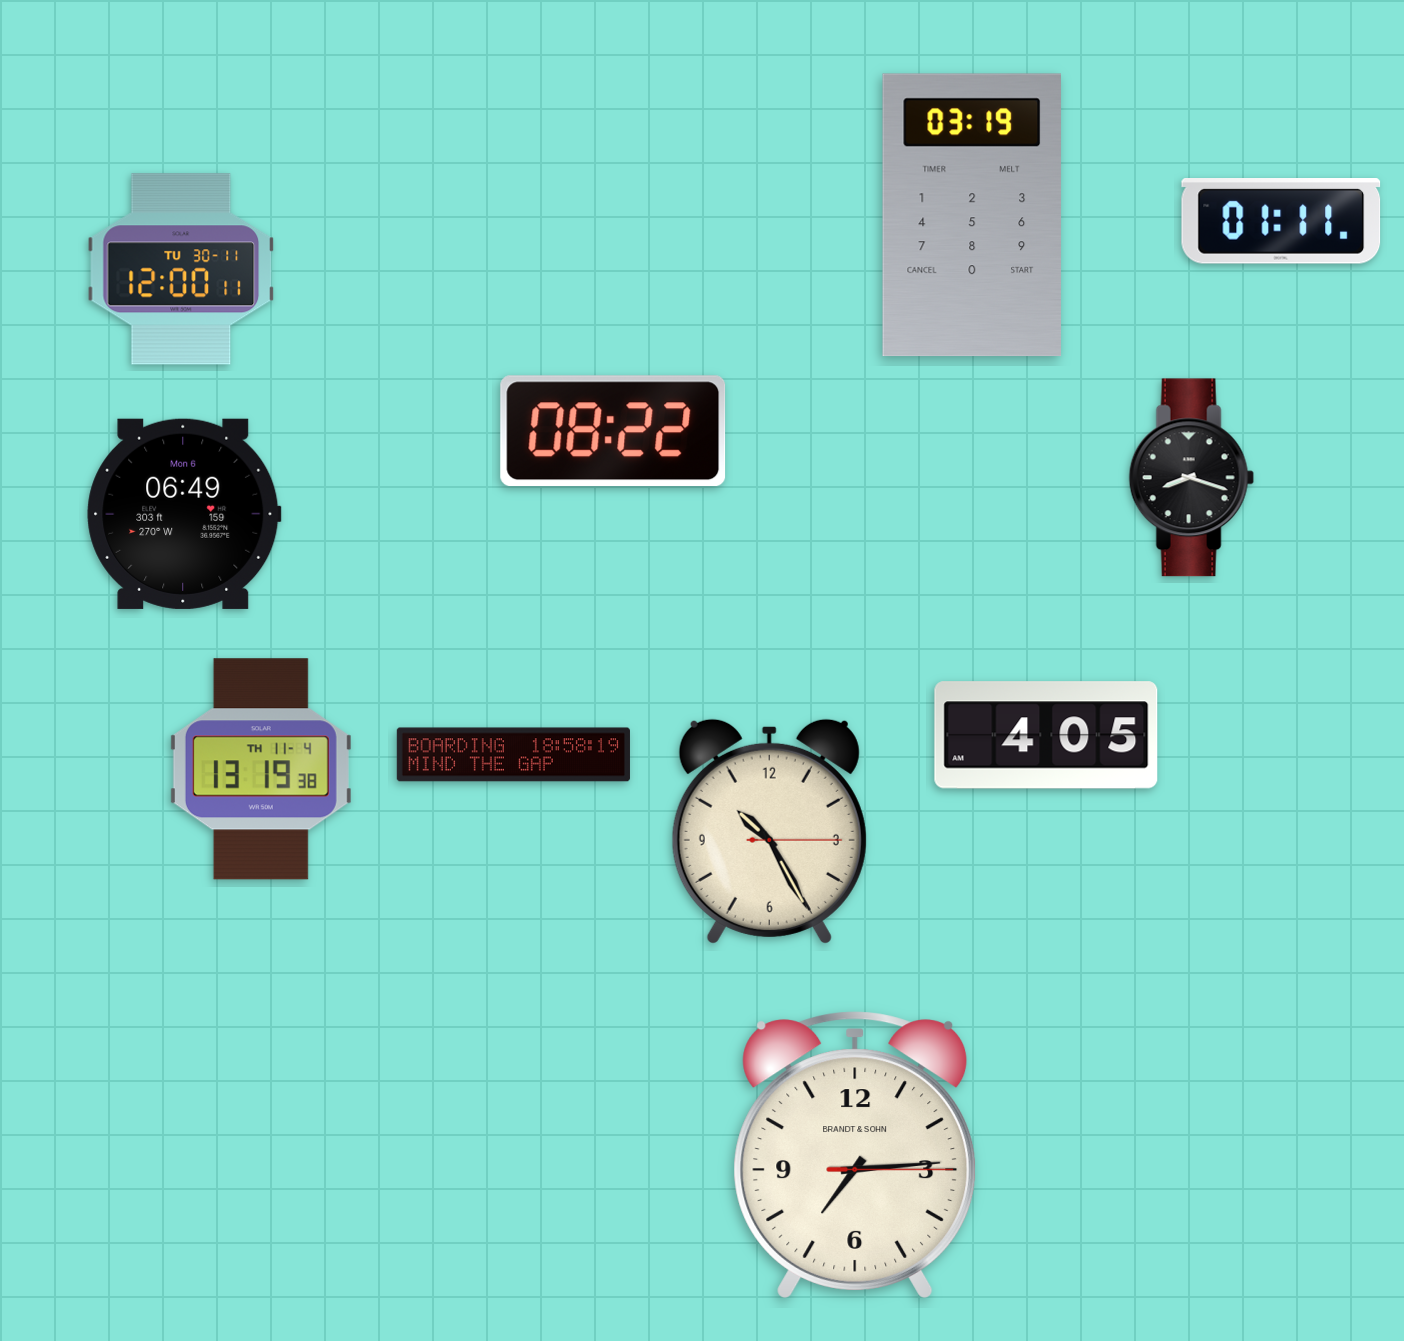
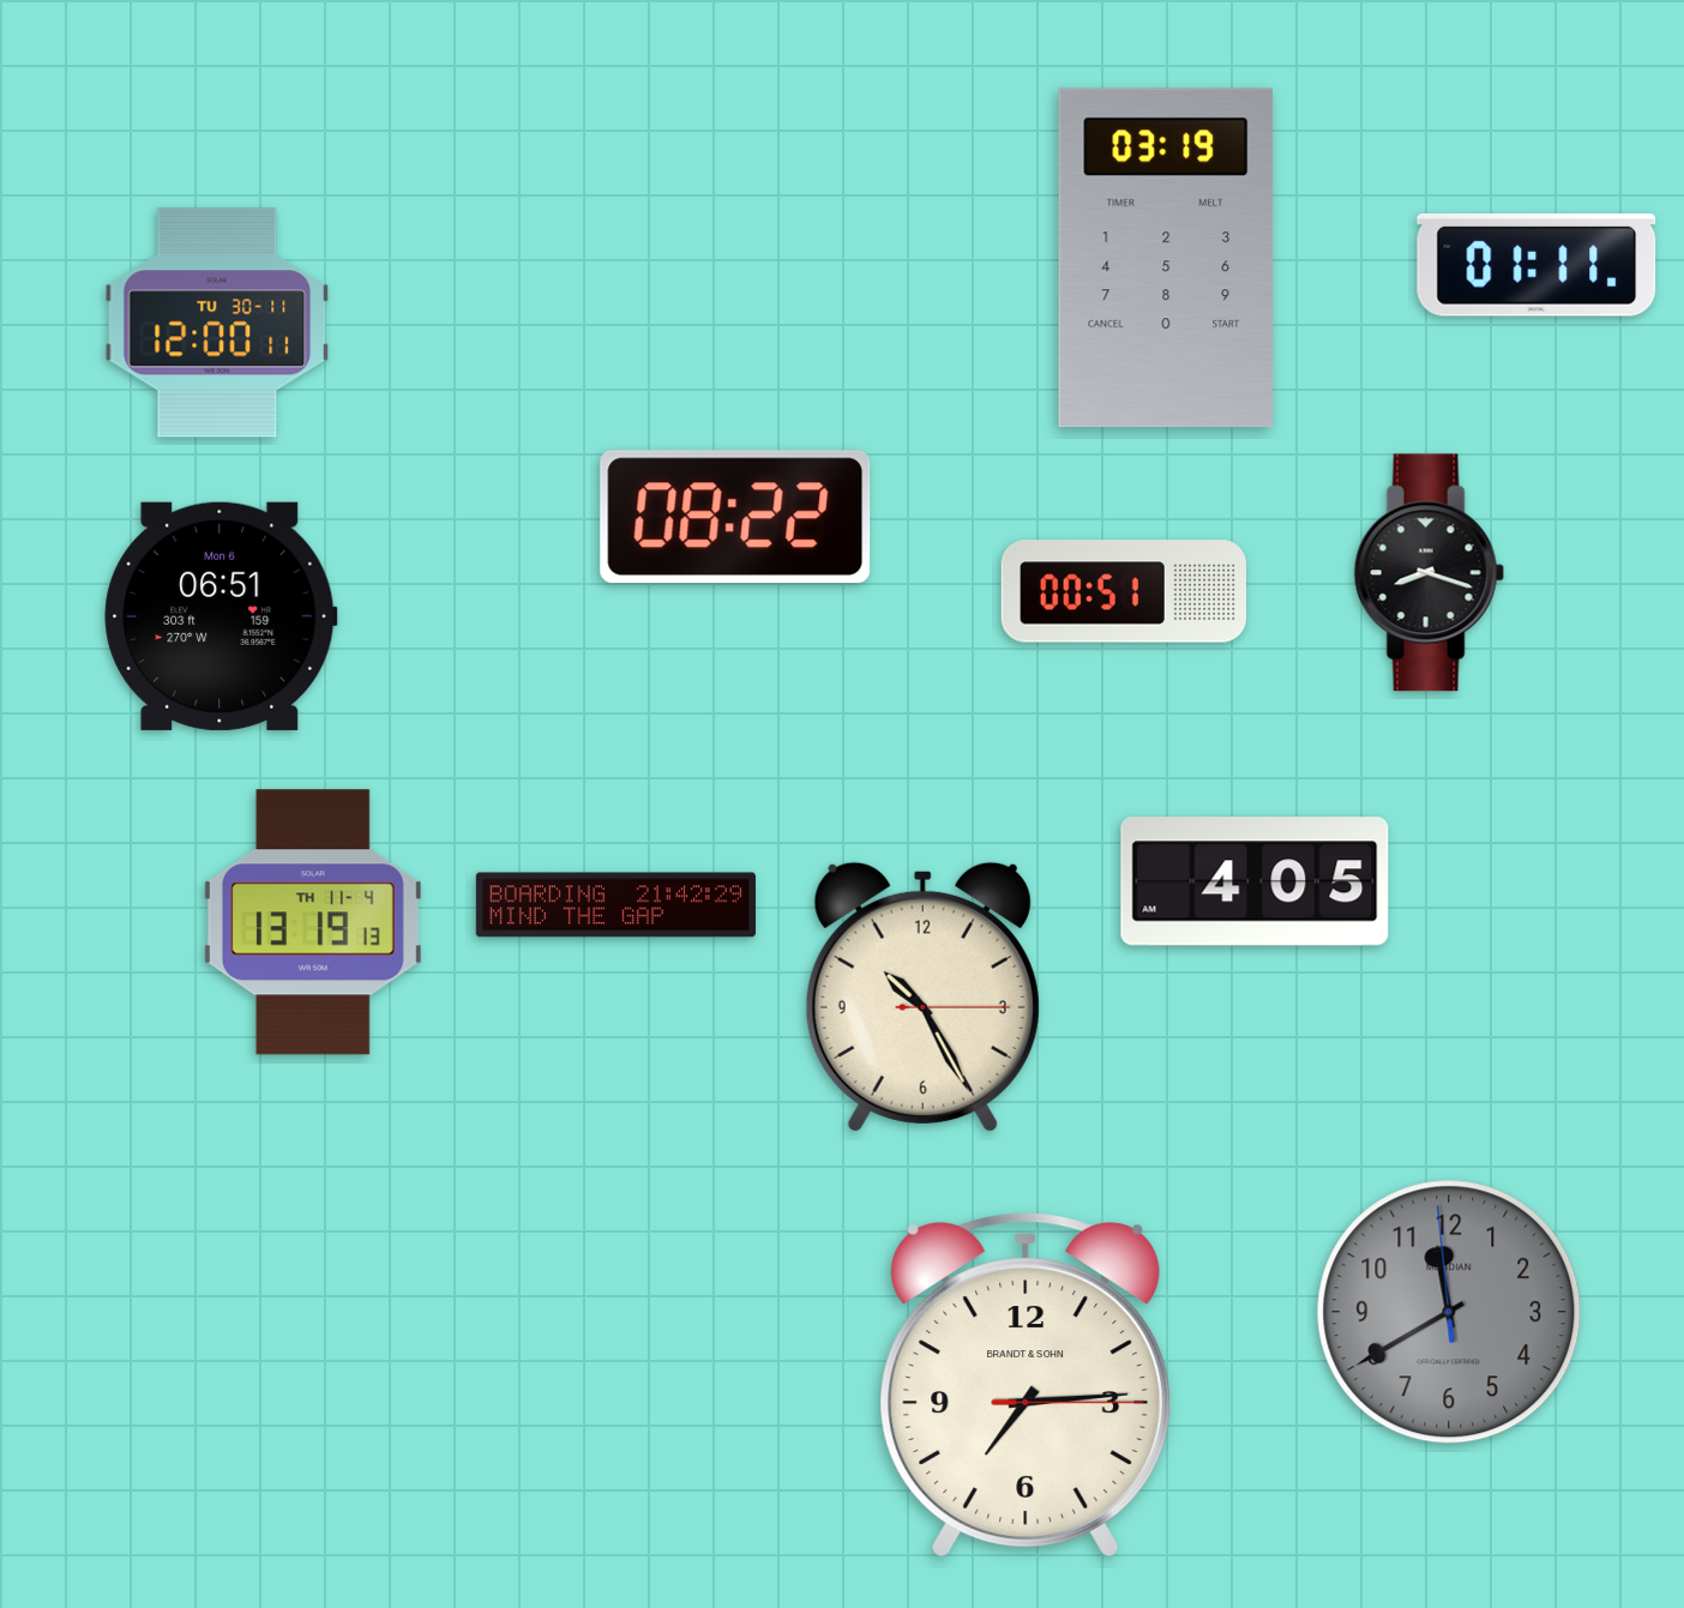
clock at (1123, 591): none -> 00:51
clock at (184, 514): 06:49 -> 06:51
clock at (513, 755): 18:58 -> 21:42
clock at (261, 769): 13:19:38 -> 13:19:13
clock at (1449, 1312): none -> 11:39
